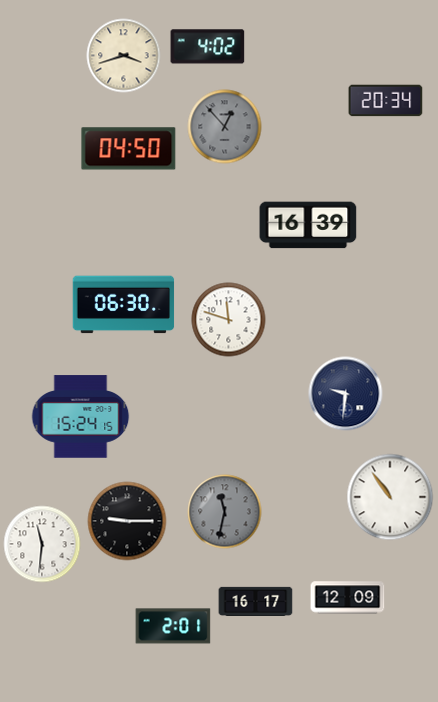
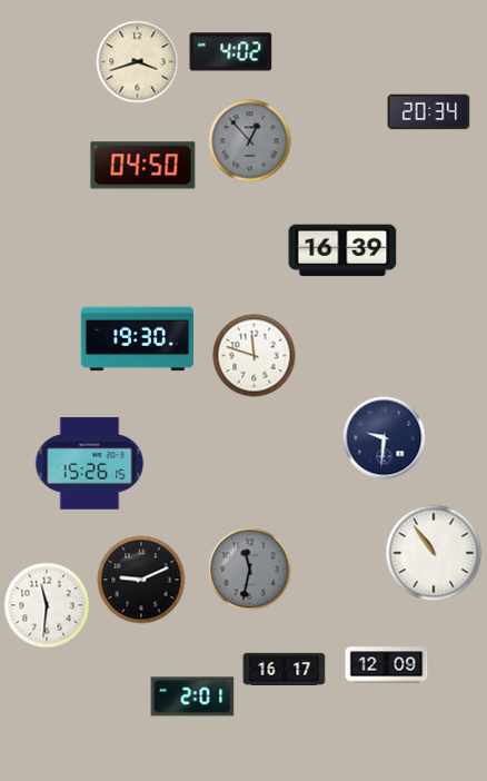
clock at (124, 305): 06:30 -> 19:30
clock at (81, 417): 15:24 -> 15:26
clock at (127, 521): 9:15 -> 9:11
